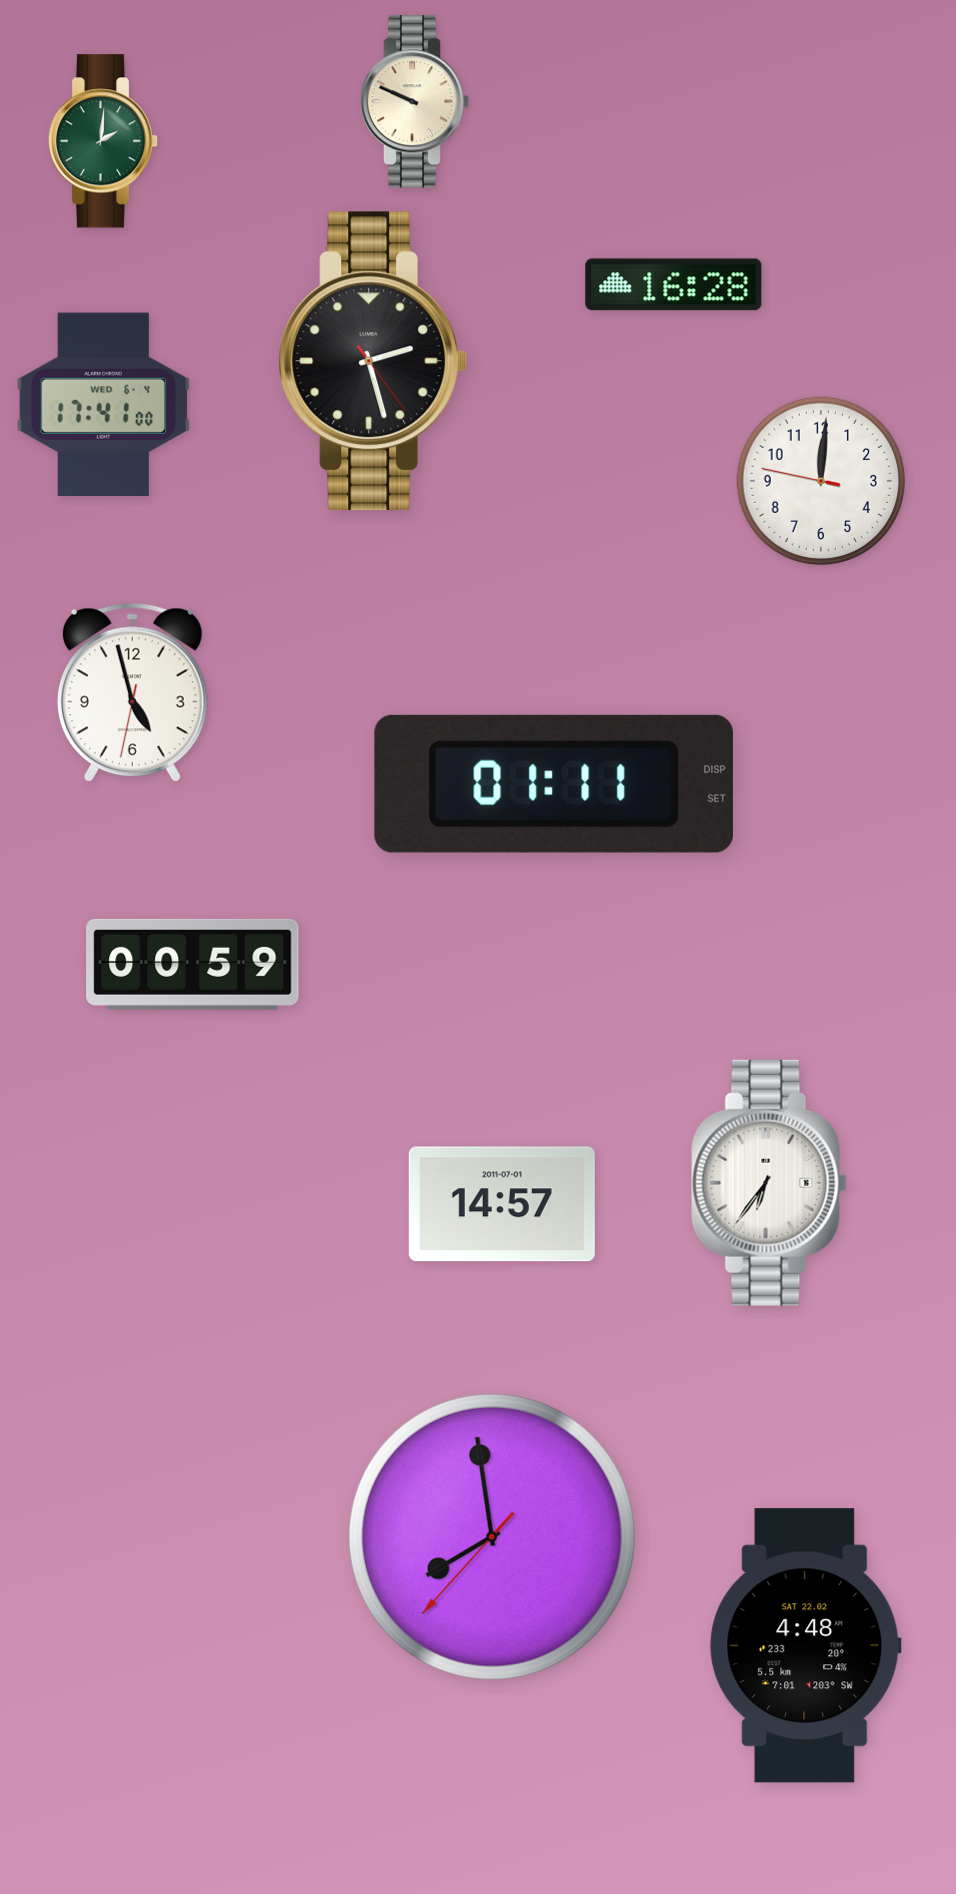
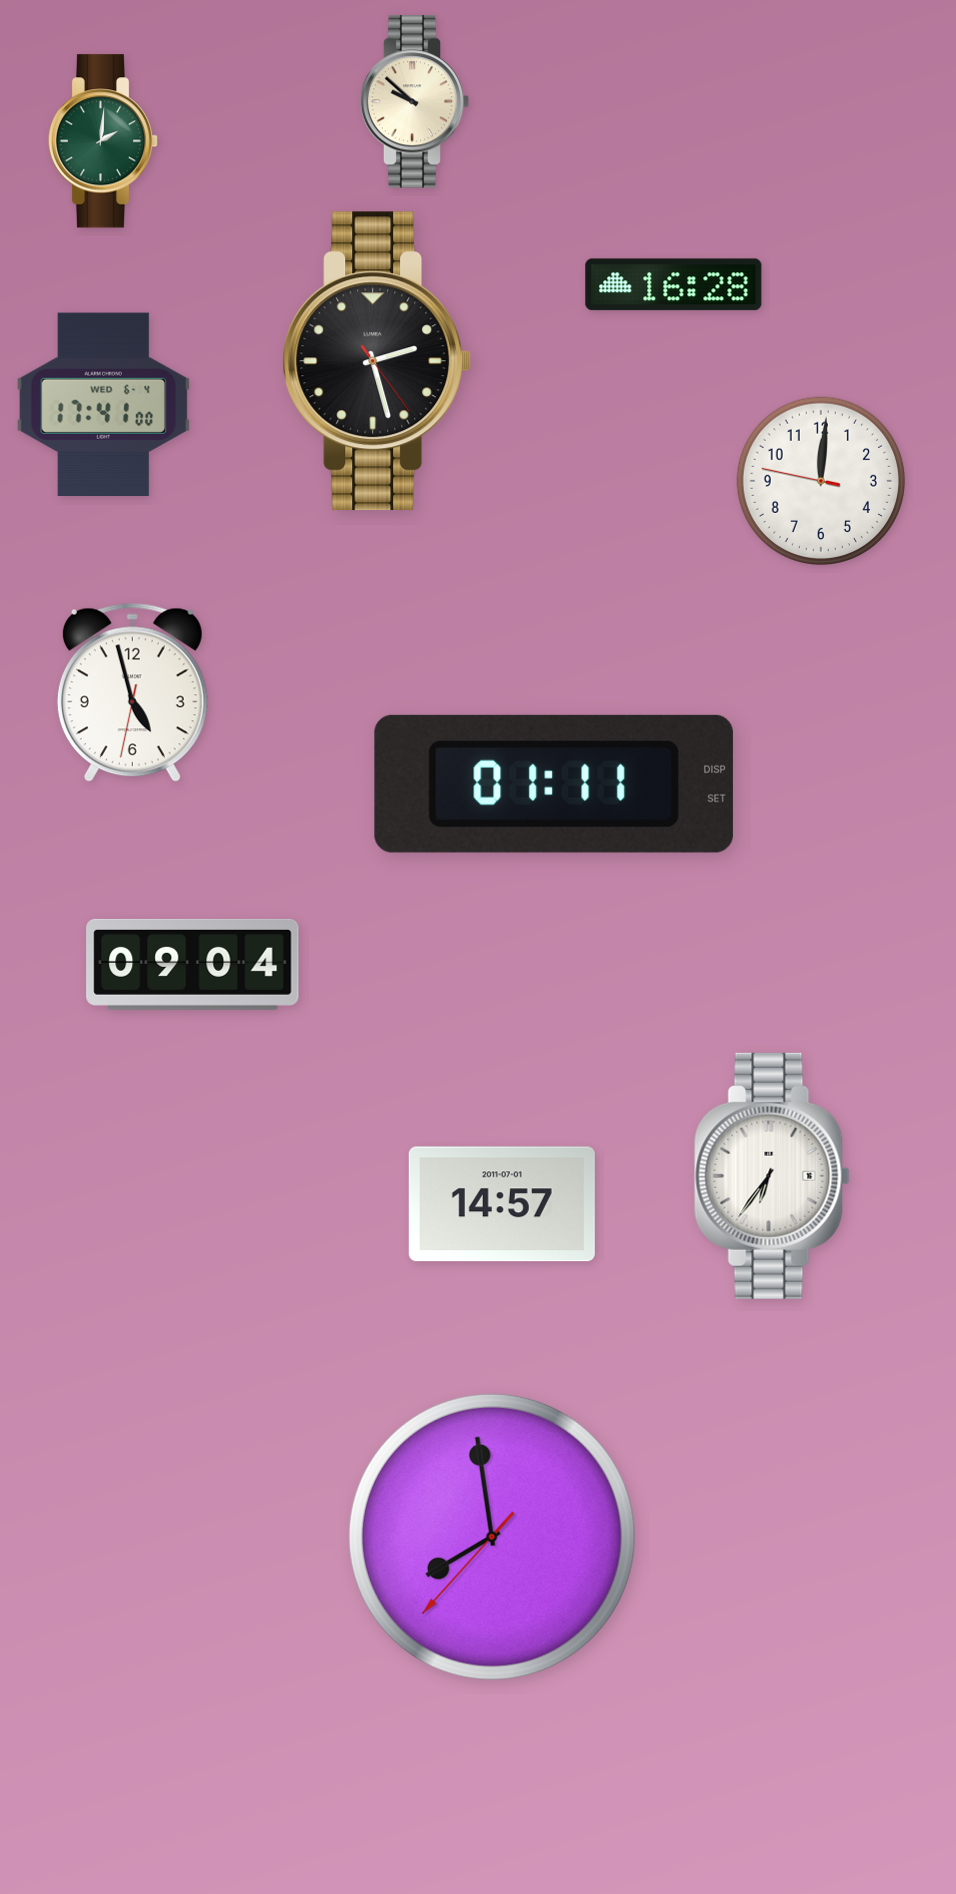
clock at (415, 102): 9:49 -> 9:52
clock at (372, 361) position: (372, 361) -> (376, 361)
clock at (193, 964): 00:59 -> 09:04
clock at (769, 1183) position: (769, 1183) -> (772, 1176)
clock at (806, 1646): 4:48 -> none
